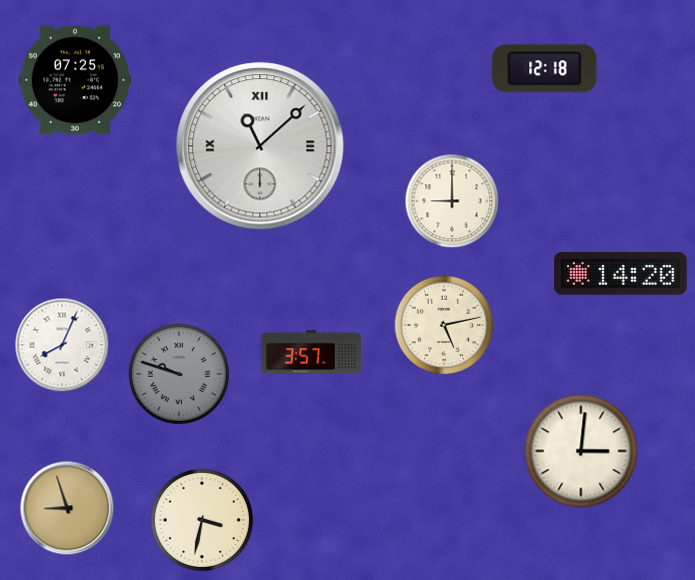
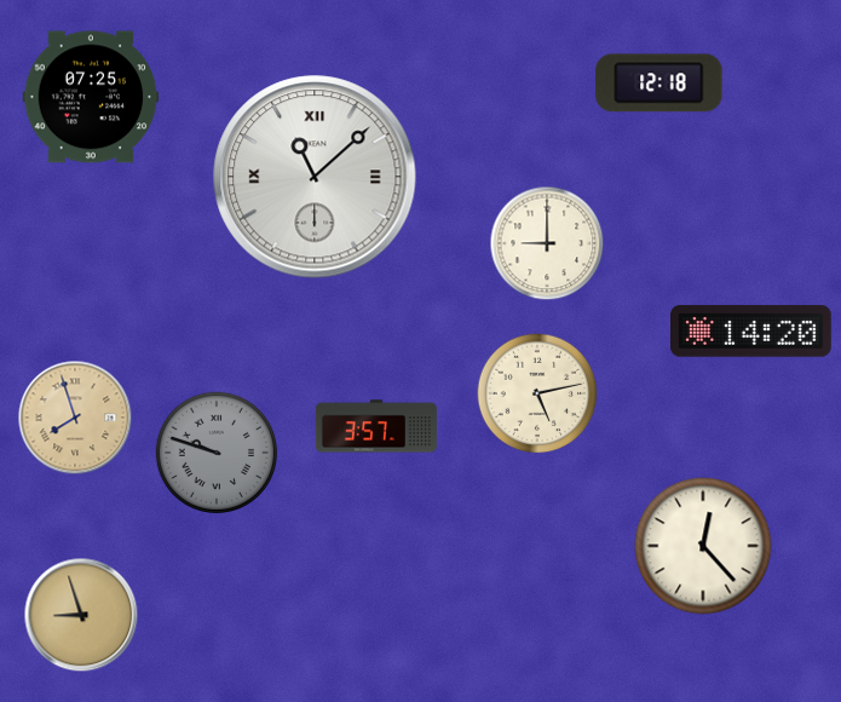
clock at (62, 345): 8:04 -> 7:57
clock at (62, 345) dial: white -> champagne
clock at (581, 451): 3:01 -> 12:23
clock at (202, 520): 3:32 -> none
